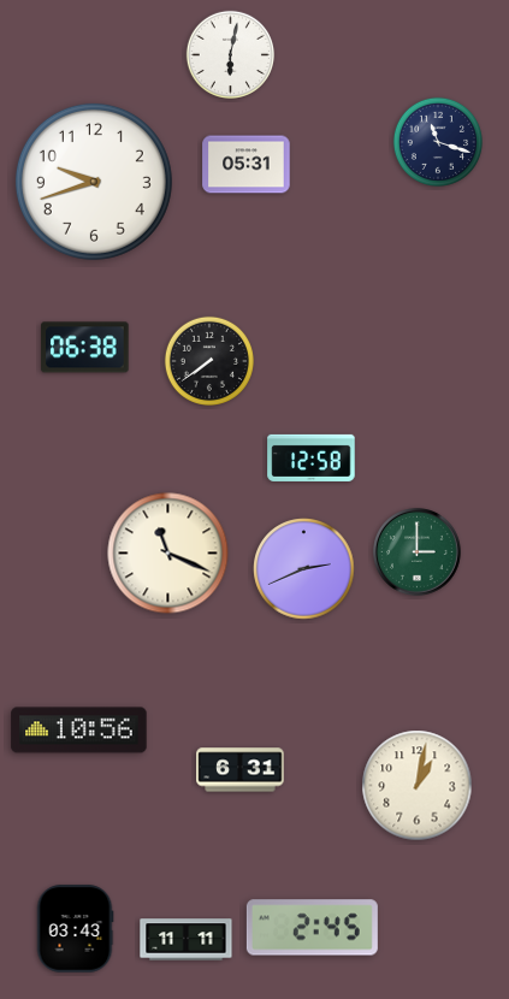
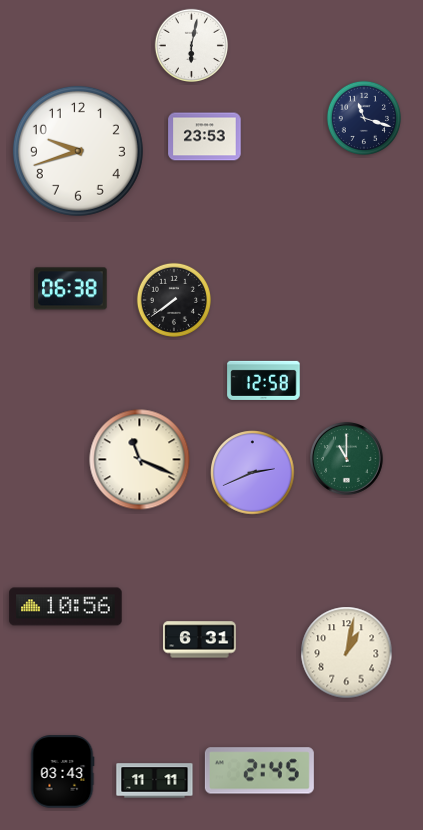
clock at (247, 165): 05:31 -> 23:53
clock at (312, 457) position: (312, 457) -> (264, 380)
clock at (418, 552): 3:00 -> 11:00
